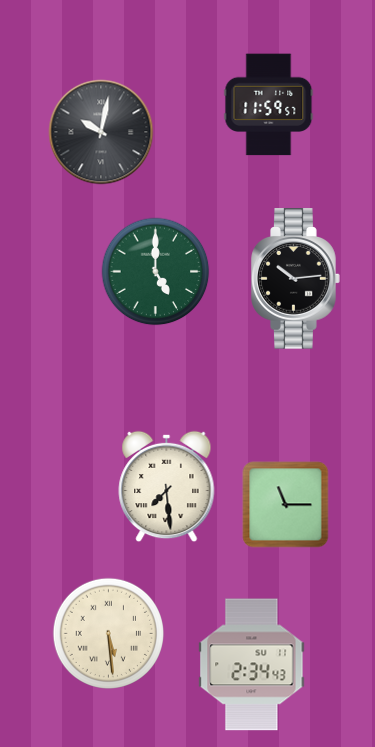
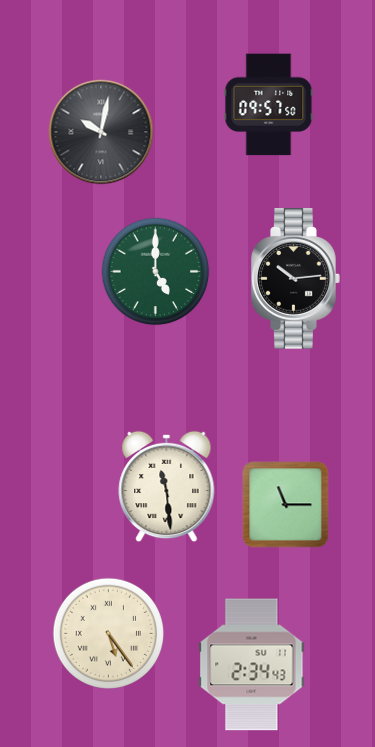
clock at (269, 105): 11:59 -> 09:57
clock at (167, 487): 7:29 -> 11:29
clock at (108, 633): 5:29 -> 5:24
